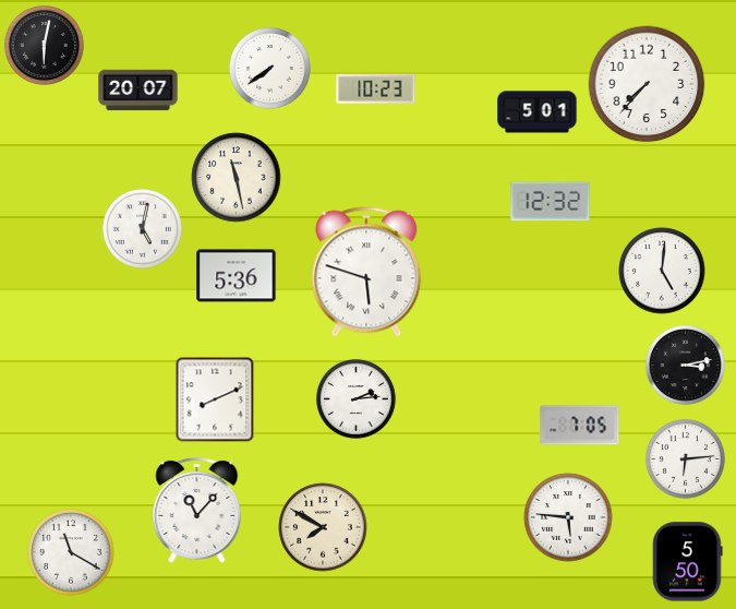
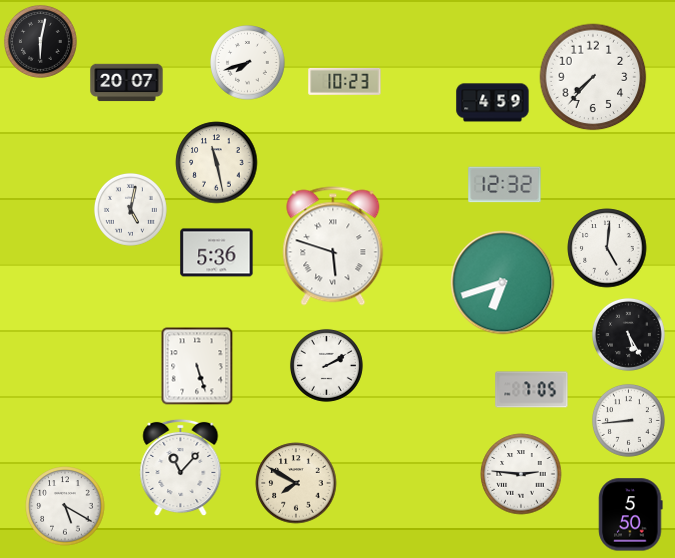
clock at (270, 69): 7:39 -> 7:42
clock at (538, 112): 5:01 -> 4:59
clock at (366, 272) position: (366, 272) -> (333, 246)
clock at (503, 283): none -> 6:42
clock at (685, 365): 3:13 -> 5:25
clock at (355, 398): 2:14 -> 2:10
clock at (215, 399): 8:11 -> 5:27
clock at (685, 458): 6:14 -> 8:44
clock at (568, 517): 5:46 -> 2:46
clock at (71, 552): 11:20 -> 5:20
